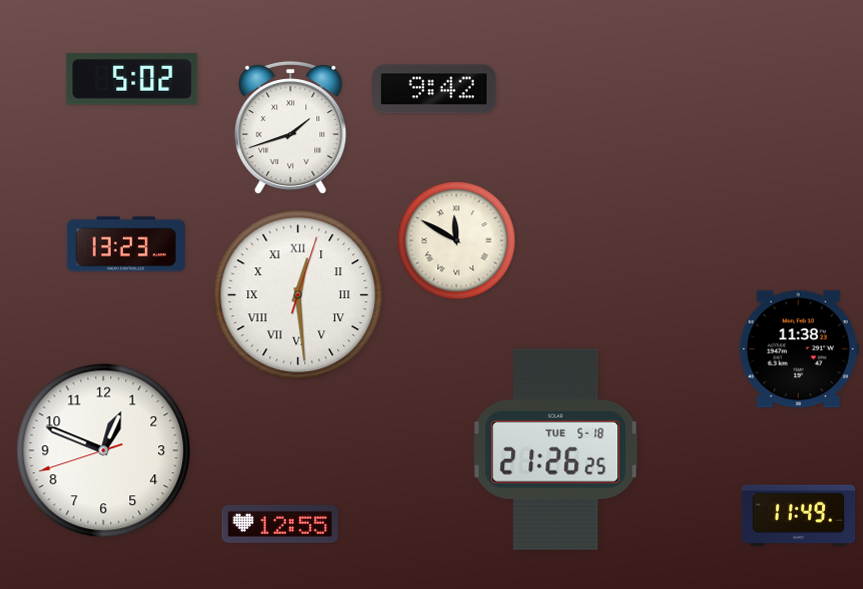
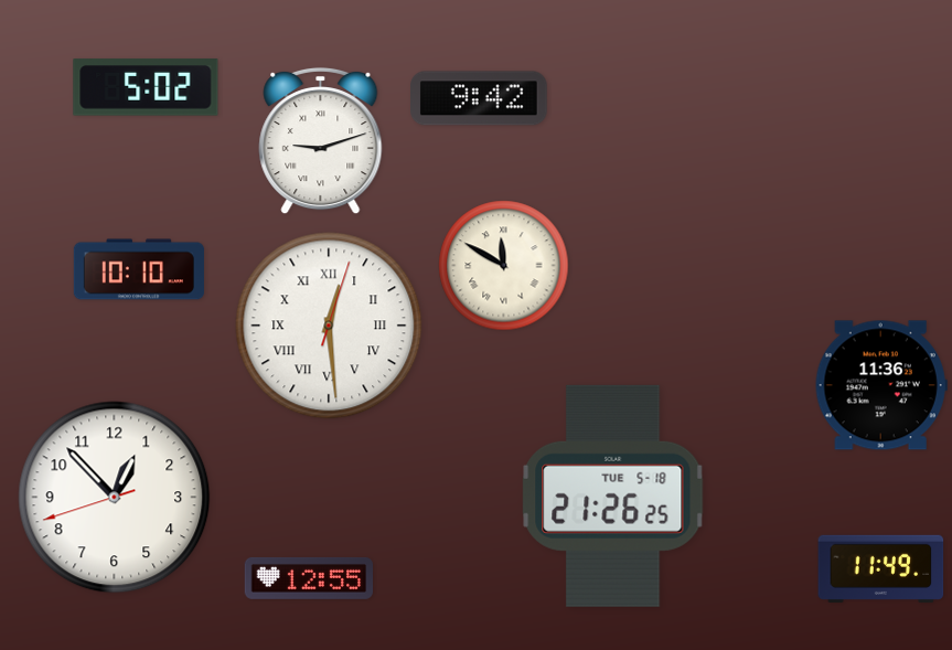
clock at (291, 128): 1:42 -> 9:12
clock at (126, 244): 13:23 -> 10:10
clock at (799, 349): 11:38 -> 11:36
clock at (104, 451): 12:48 -> 12:52
